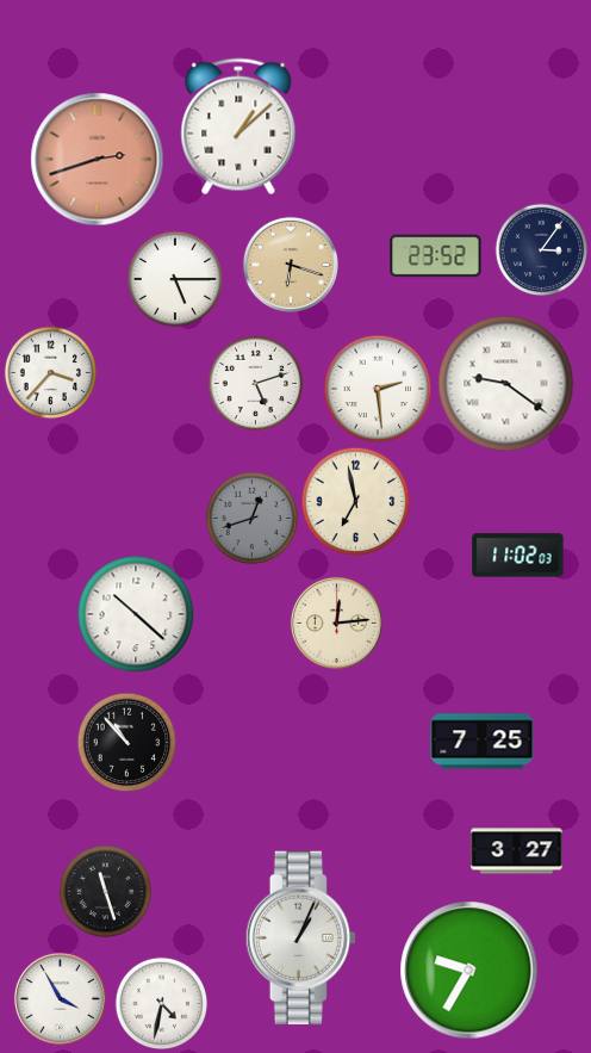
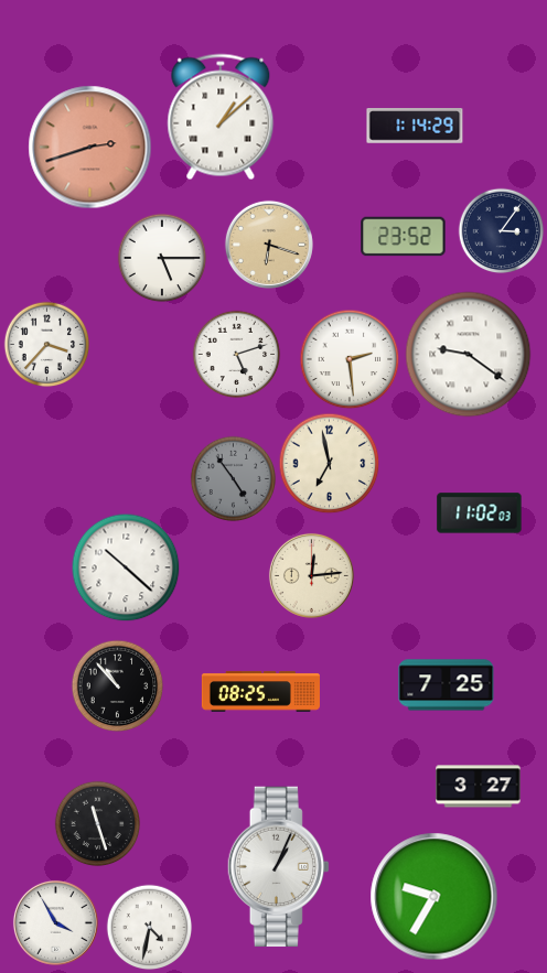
clock at (415, 126): none -> 1:14
clock at (251, 518): 12:42 -> 4:54
clock at (260, 692): none -> 08:25
